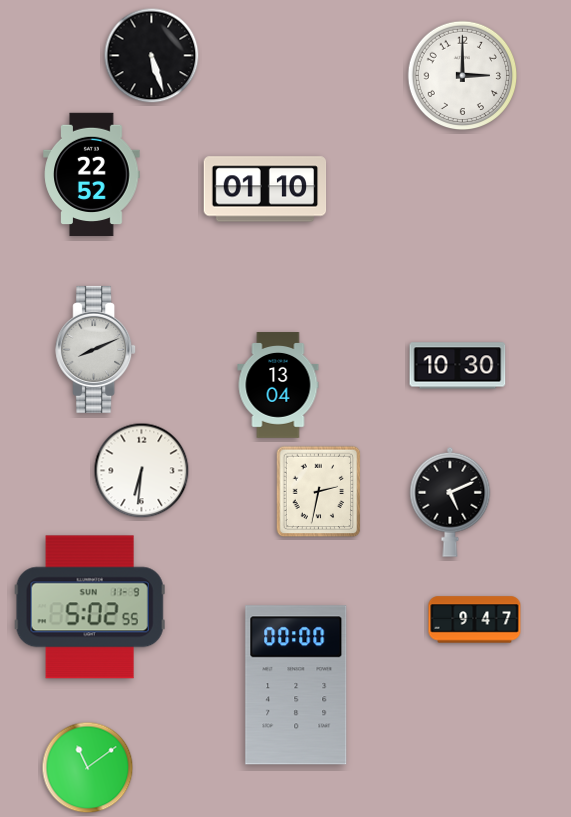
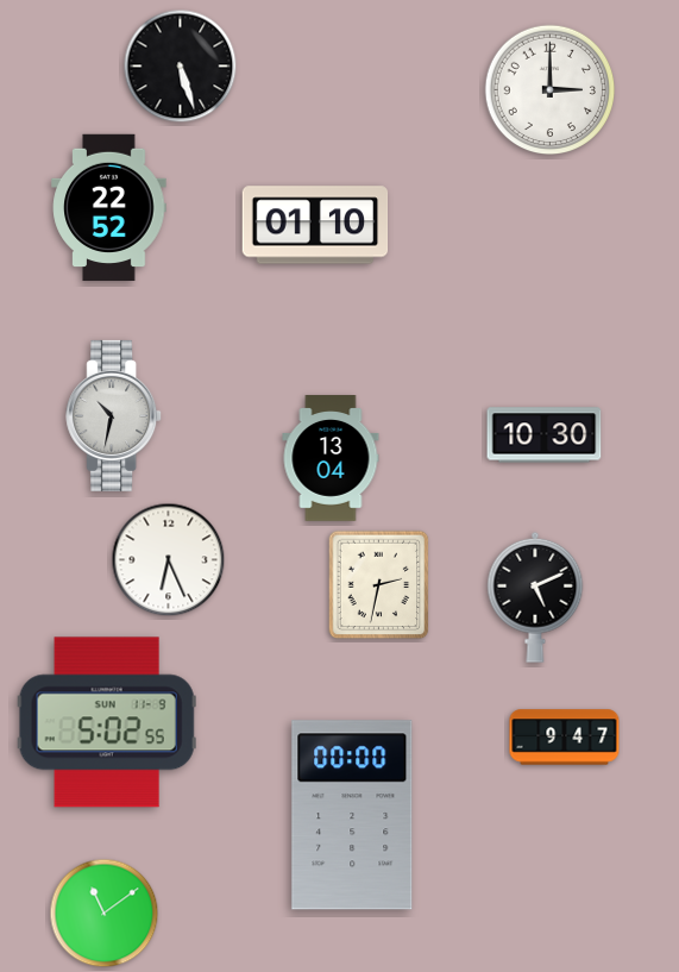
clock at (96, 349): 8:11 -> 10:32
clock at (142, 471): 6:31 -> 6:26
